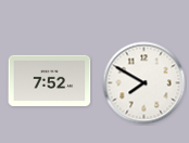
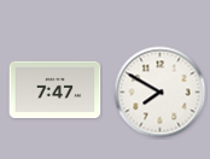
clock at (50, 81): 7:52 -> 7:47
